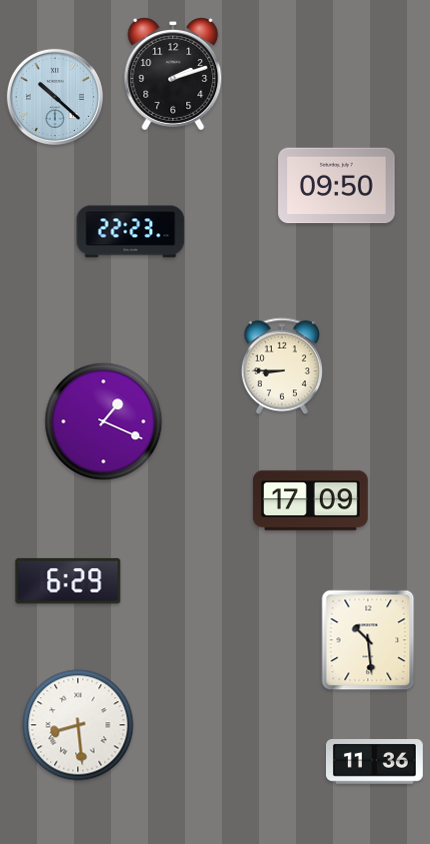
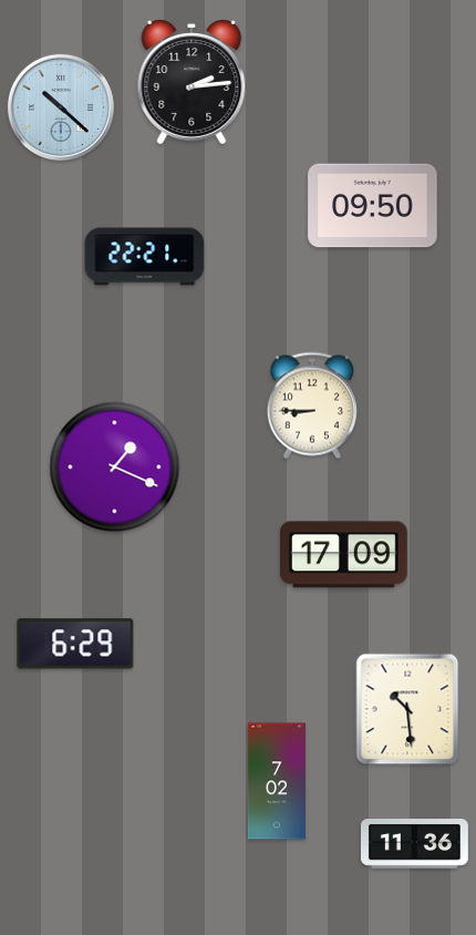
clock at (173, 75): 2:12 -> 2:14
clock at (131, 232): 22:23 -> 22:21
clock at (277, 781): none -> 7:02
clock at (78, 725): 8:29 -> none
